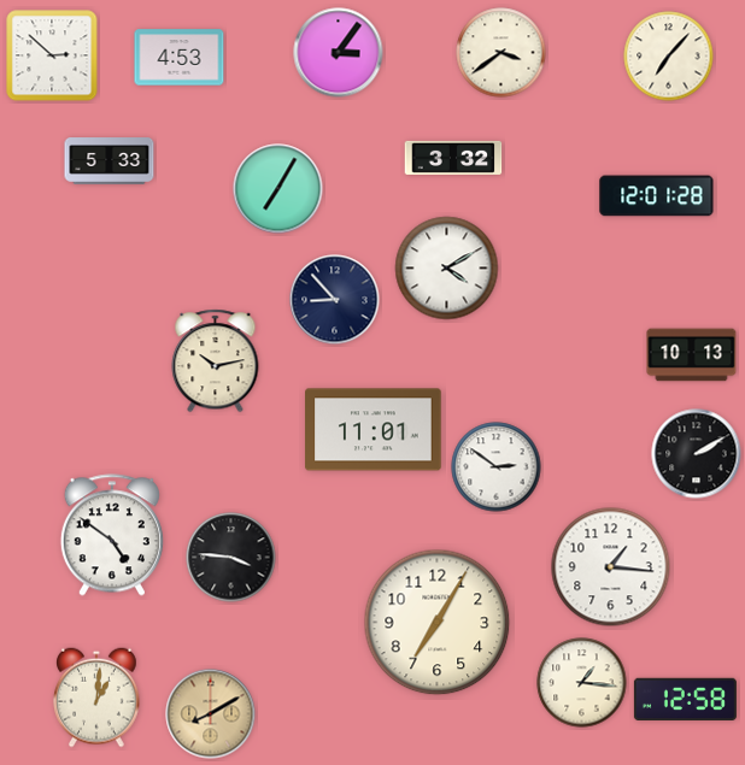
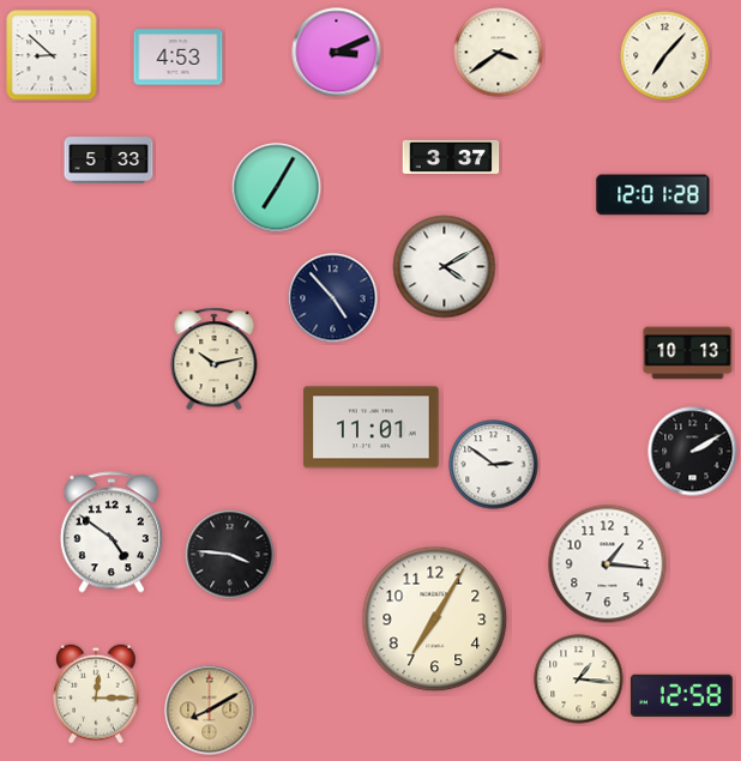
clock at (339, 53): 3:06 -> 3:11
clock at (52, 55): 2:52 -> 8:52
clock at (453, 158): 3:32 -> 3:37
clock at (335, 300): 8:53 -> 4:53
clock at (98, 698): 1:01 -> 12:15
